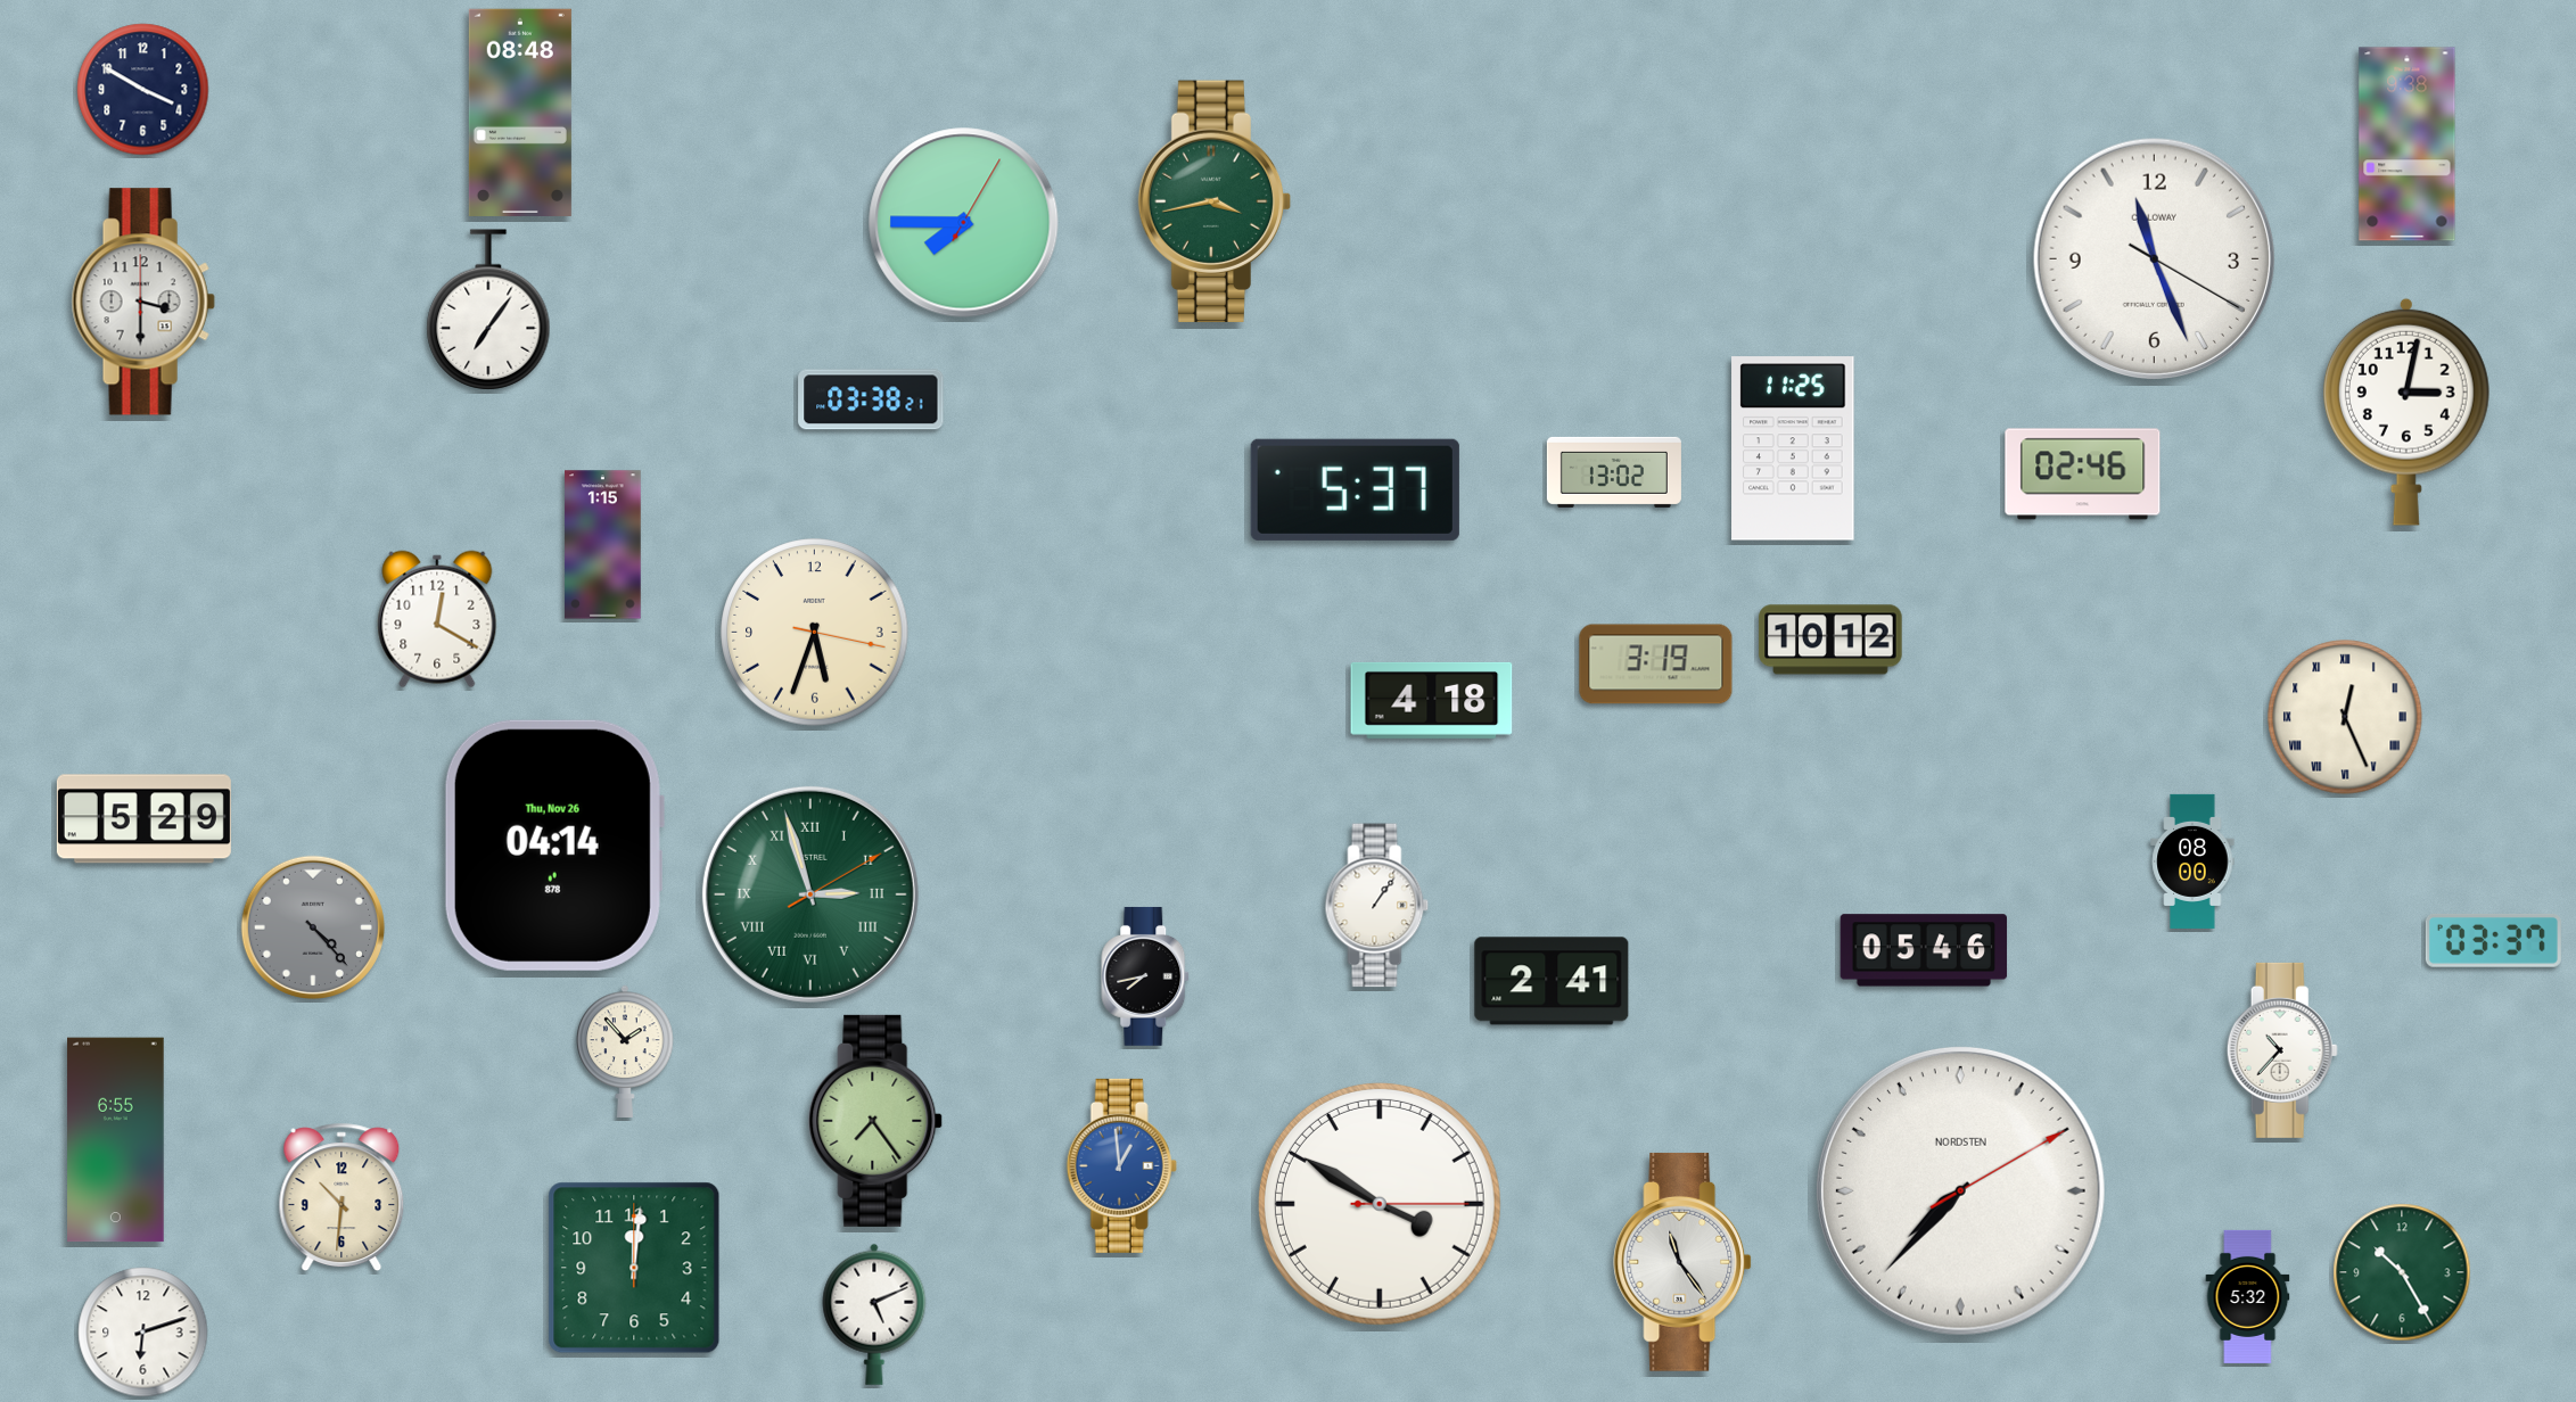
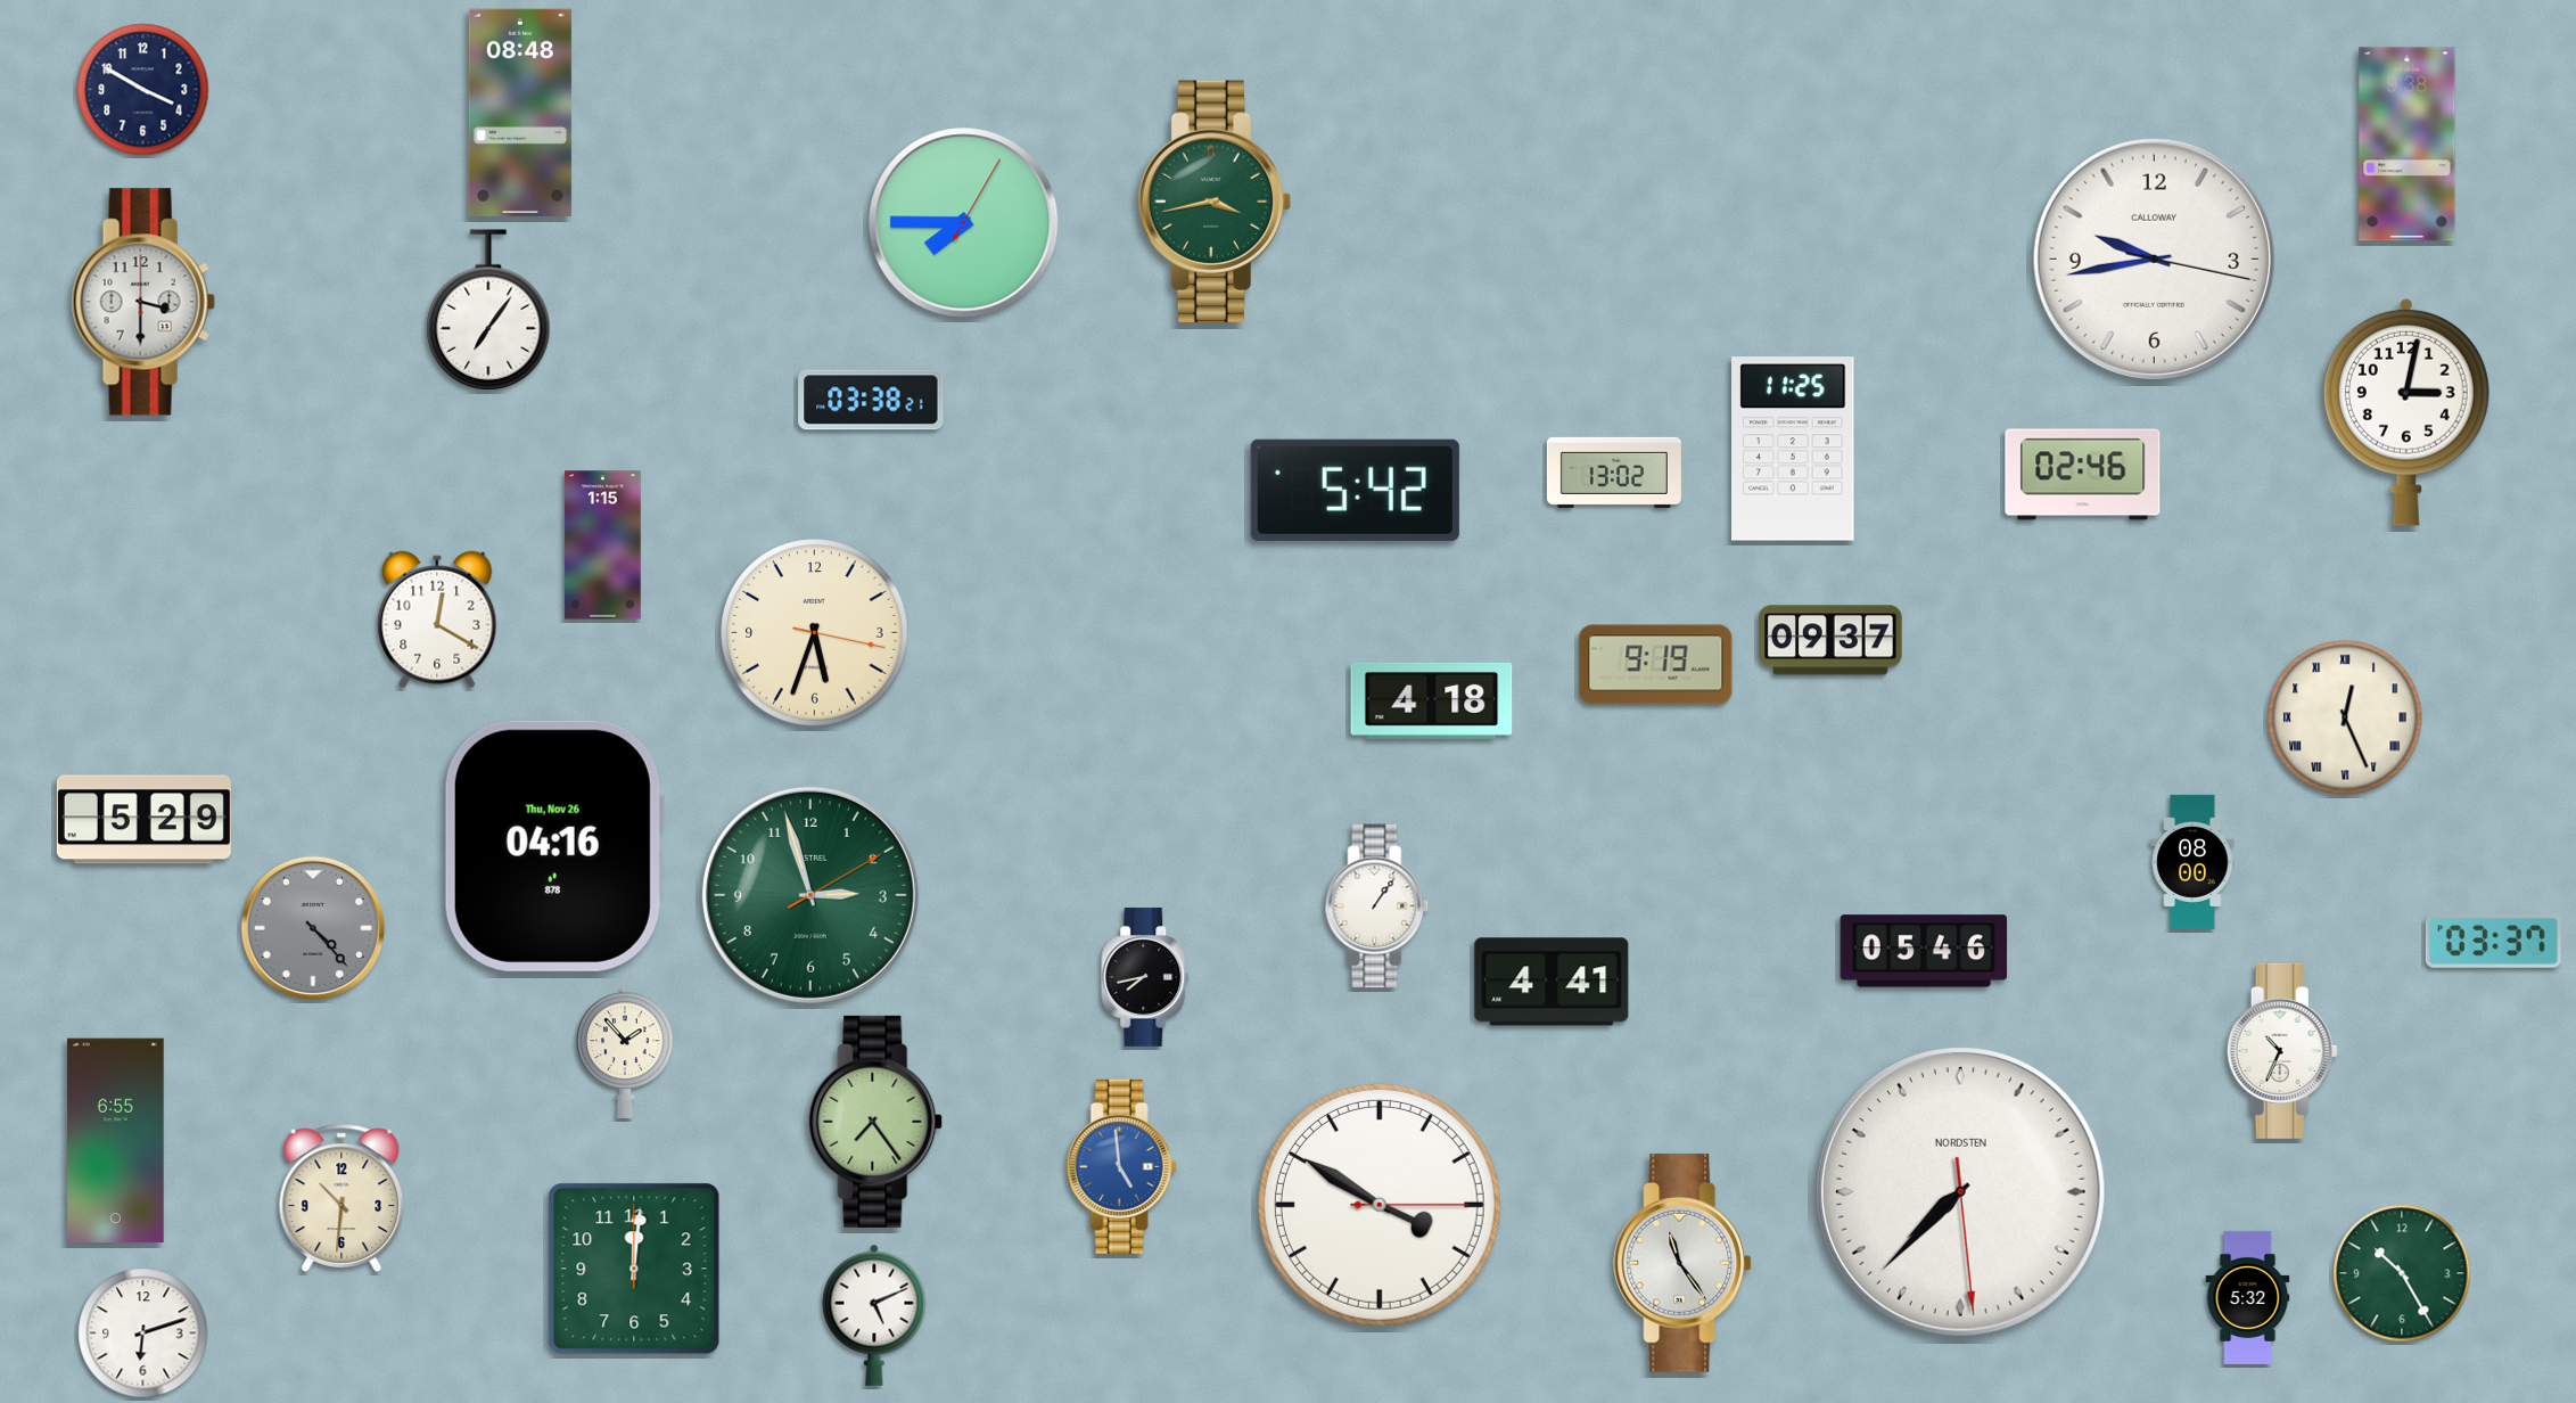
clock at (2154, 258): 11:26 -> 9:43
clock at (1355, 489): 5:37 -> 5:42
clock at (1830, 640): 10:12 -> 09:37
clock at (1656, 665): 3:19 -> 9:19
clock at (553, 846): 04:14 -> 04:16
clock at (810, 894) numerals: Roman -> Arabic
clock at (1552, 981): 2:41 -> 4:41
clock at (2282, 1050): 10:37 -> 10:34
clock at (1121, 1165): 12:59 -> 4:59
clock at (1960, 1190): 7:37:10 -> 7:37:29
